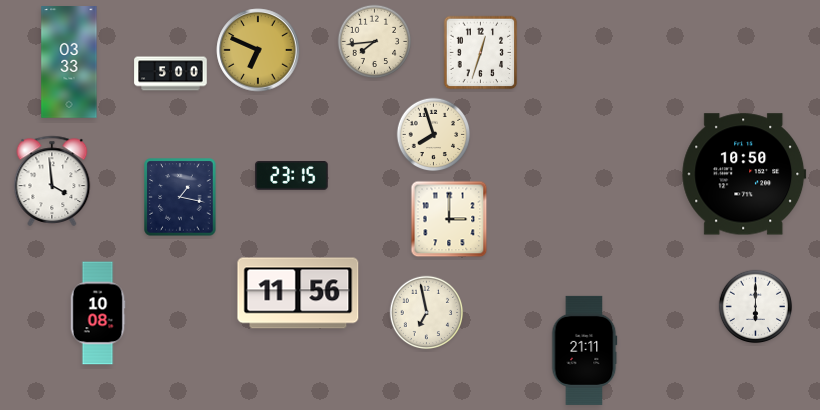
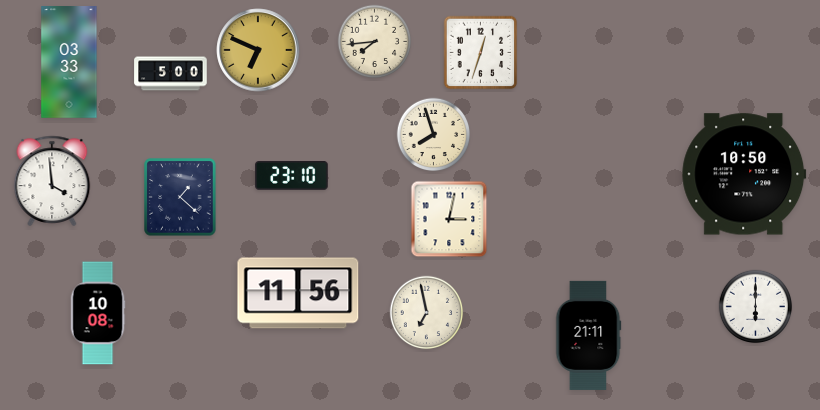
clock at (292, 176): 23:15 -> 23:10
clock at (180, 197): 1:17 -> 1:22
clock at (449, 219): 3:00 -> 3:02
clock at (585, 350) position: (585, 350) -> (589, 335)
